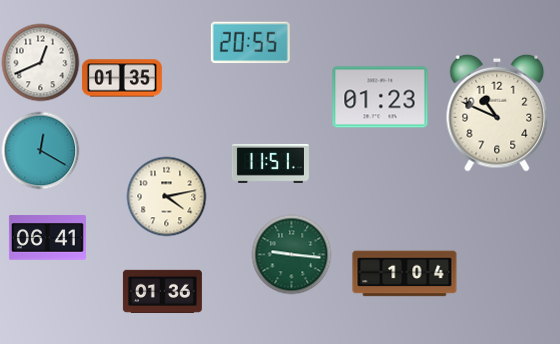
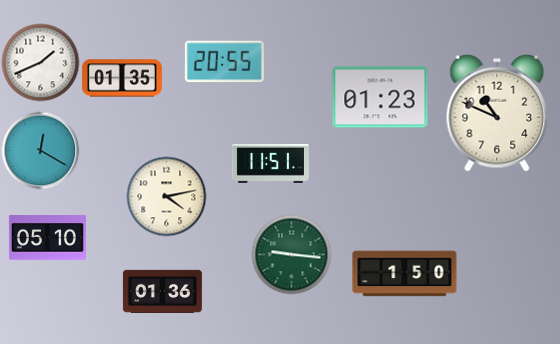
clock at (250, 43) position: (250, 43) -> (224, 62)
clock at (40, 62): 12:41 -> 1:41
clock at (47, 238): 06:41 -> 05:10
clock at (405, 274): 1:04 -> 1:50
